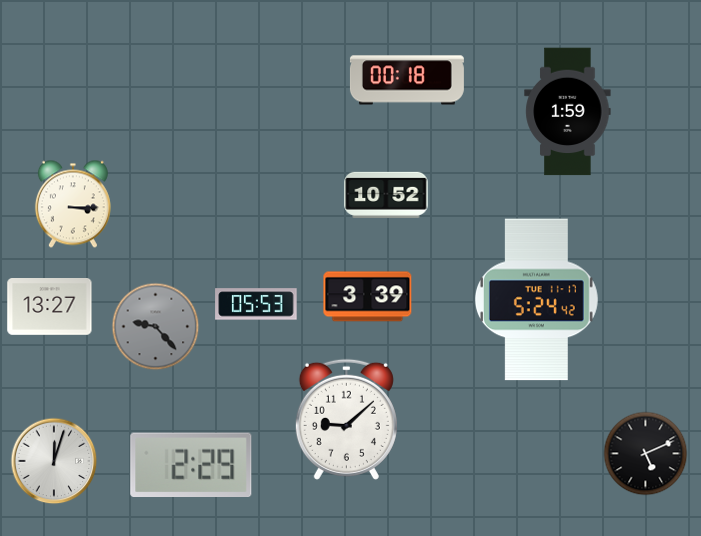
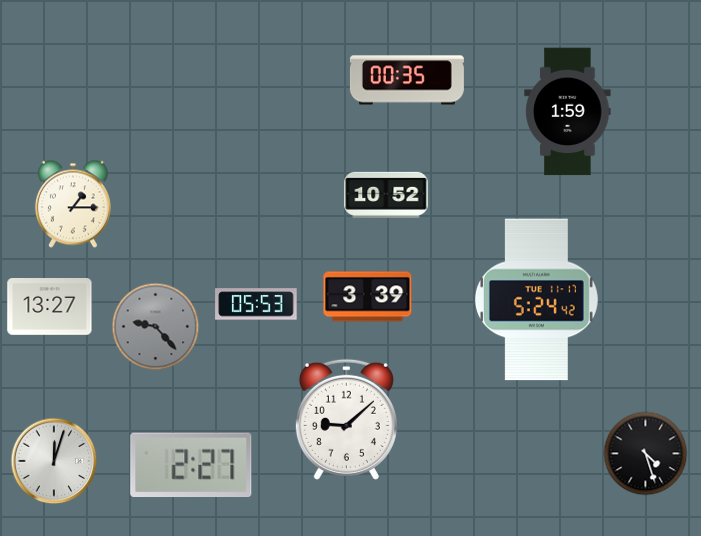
clock at (407, 80): 00:18 -> 00:35
clock at (73, 204): 3:15 -> 1:15
clock at (646, 454): 5:11 -> 4:27
clock at (191, 464): 2:29 -> 2:27
